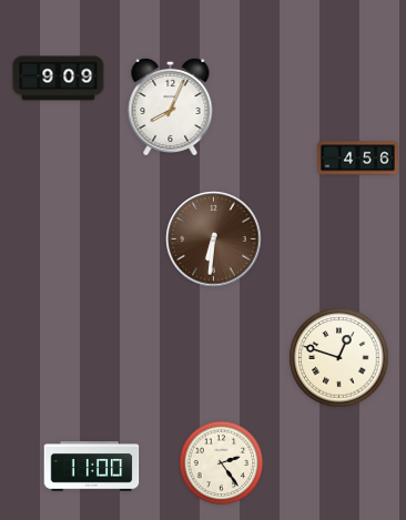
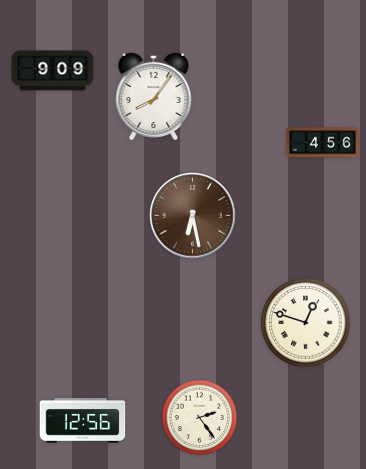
clock at (171, 105): 8:04 -> 8:06
clock at (214, 239): 6:31 -> 6:28
clock at (92, 467): 11:00 -> 12:56
